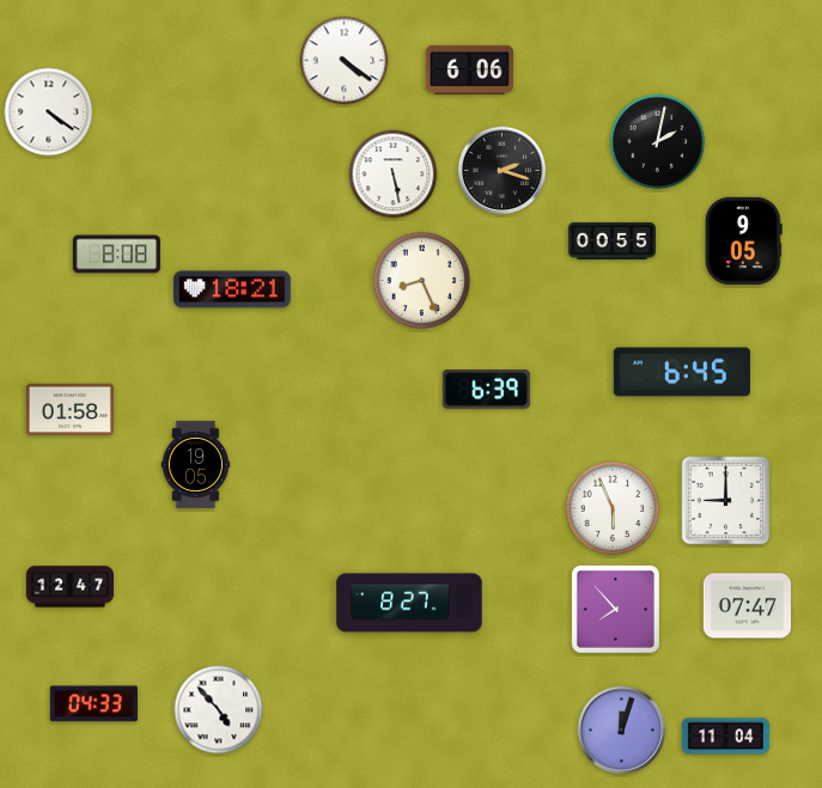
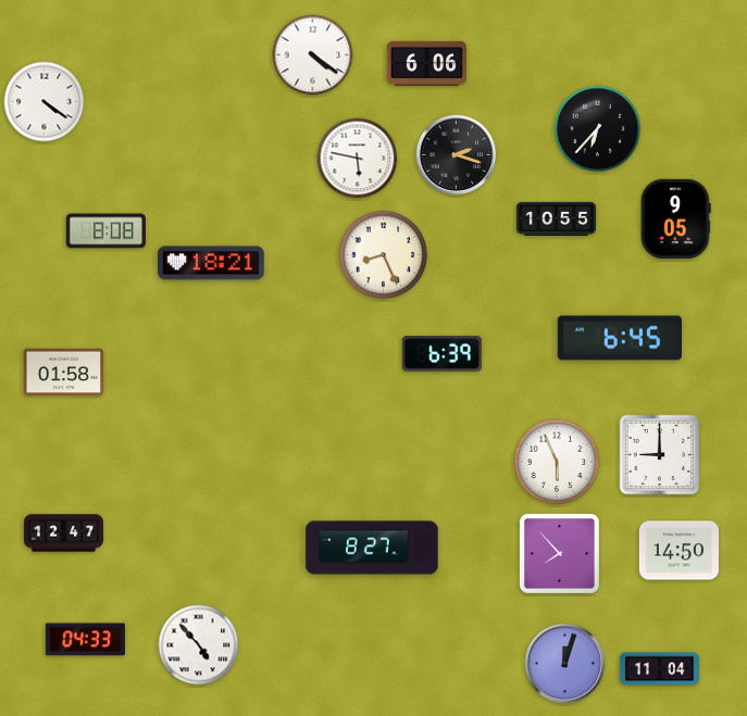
clock at (658, 142): 2:02 -> 6:37
clock at (394, 175): 5:28 -> 5:47
clock at (611, 240): 00:55 -> 10:55
clock at (196, 464): 19:05 -> none
clock at (747, 606): 07:47 -> 14:50
